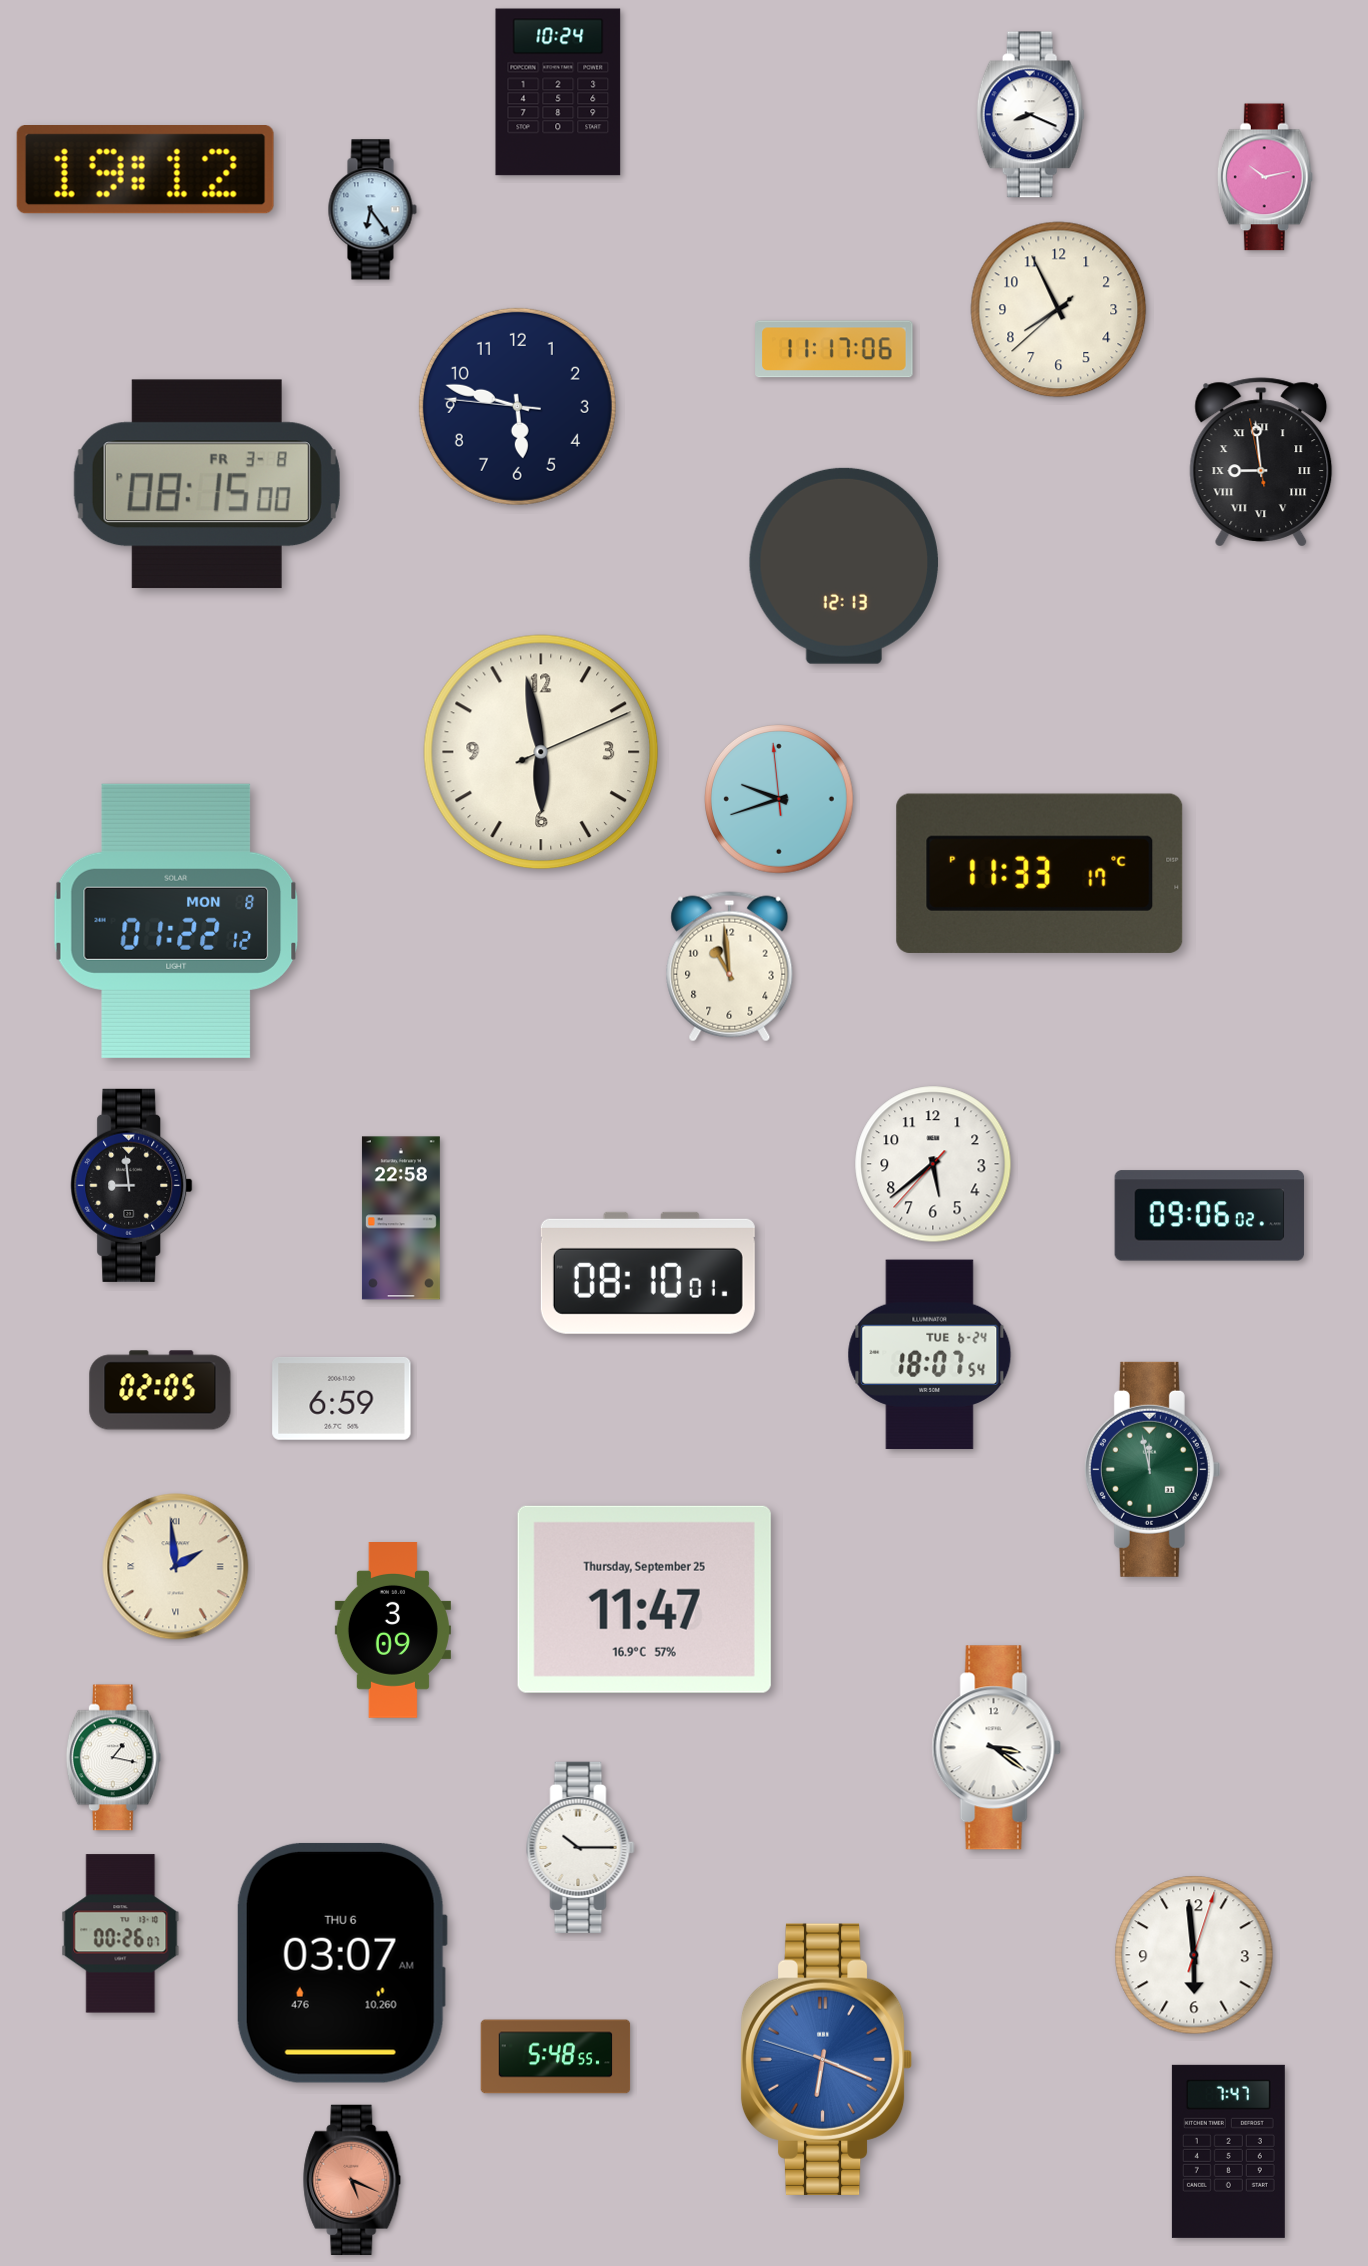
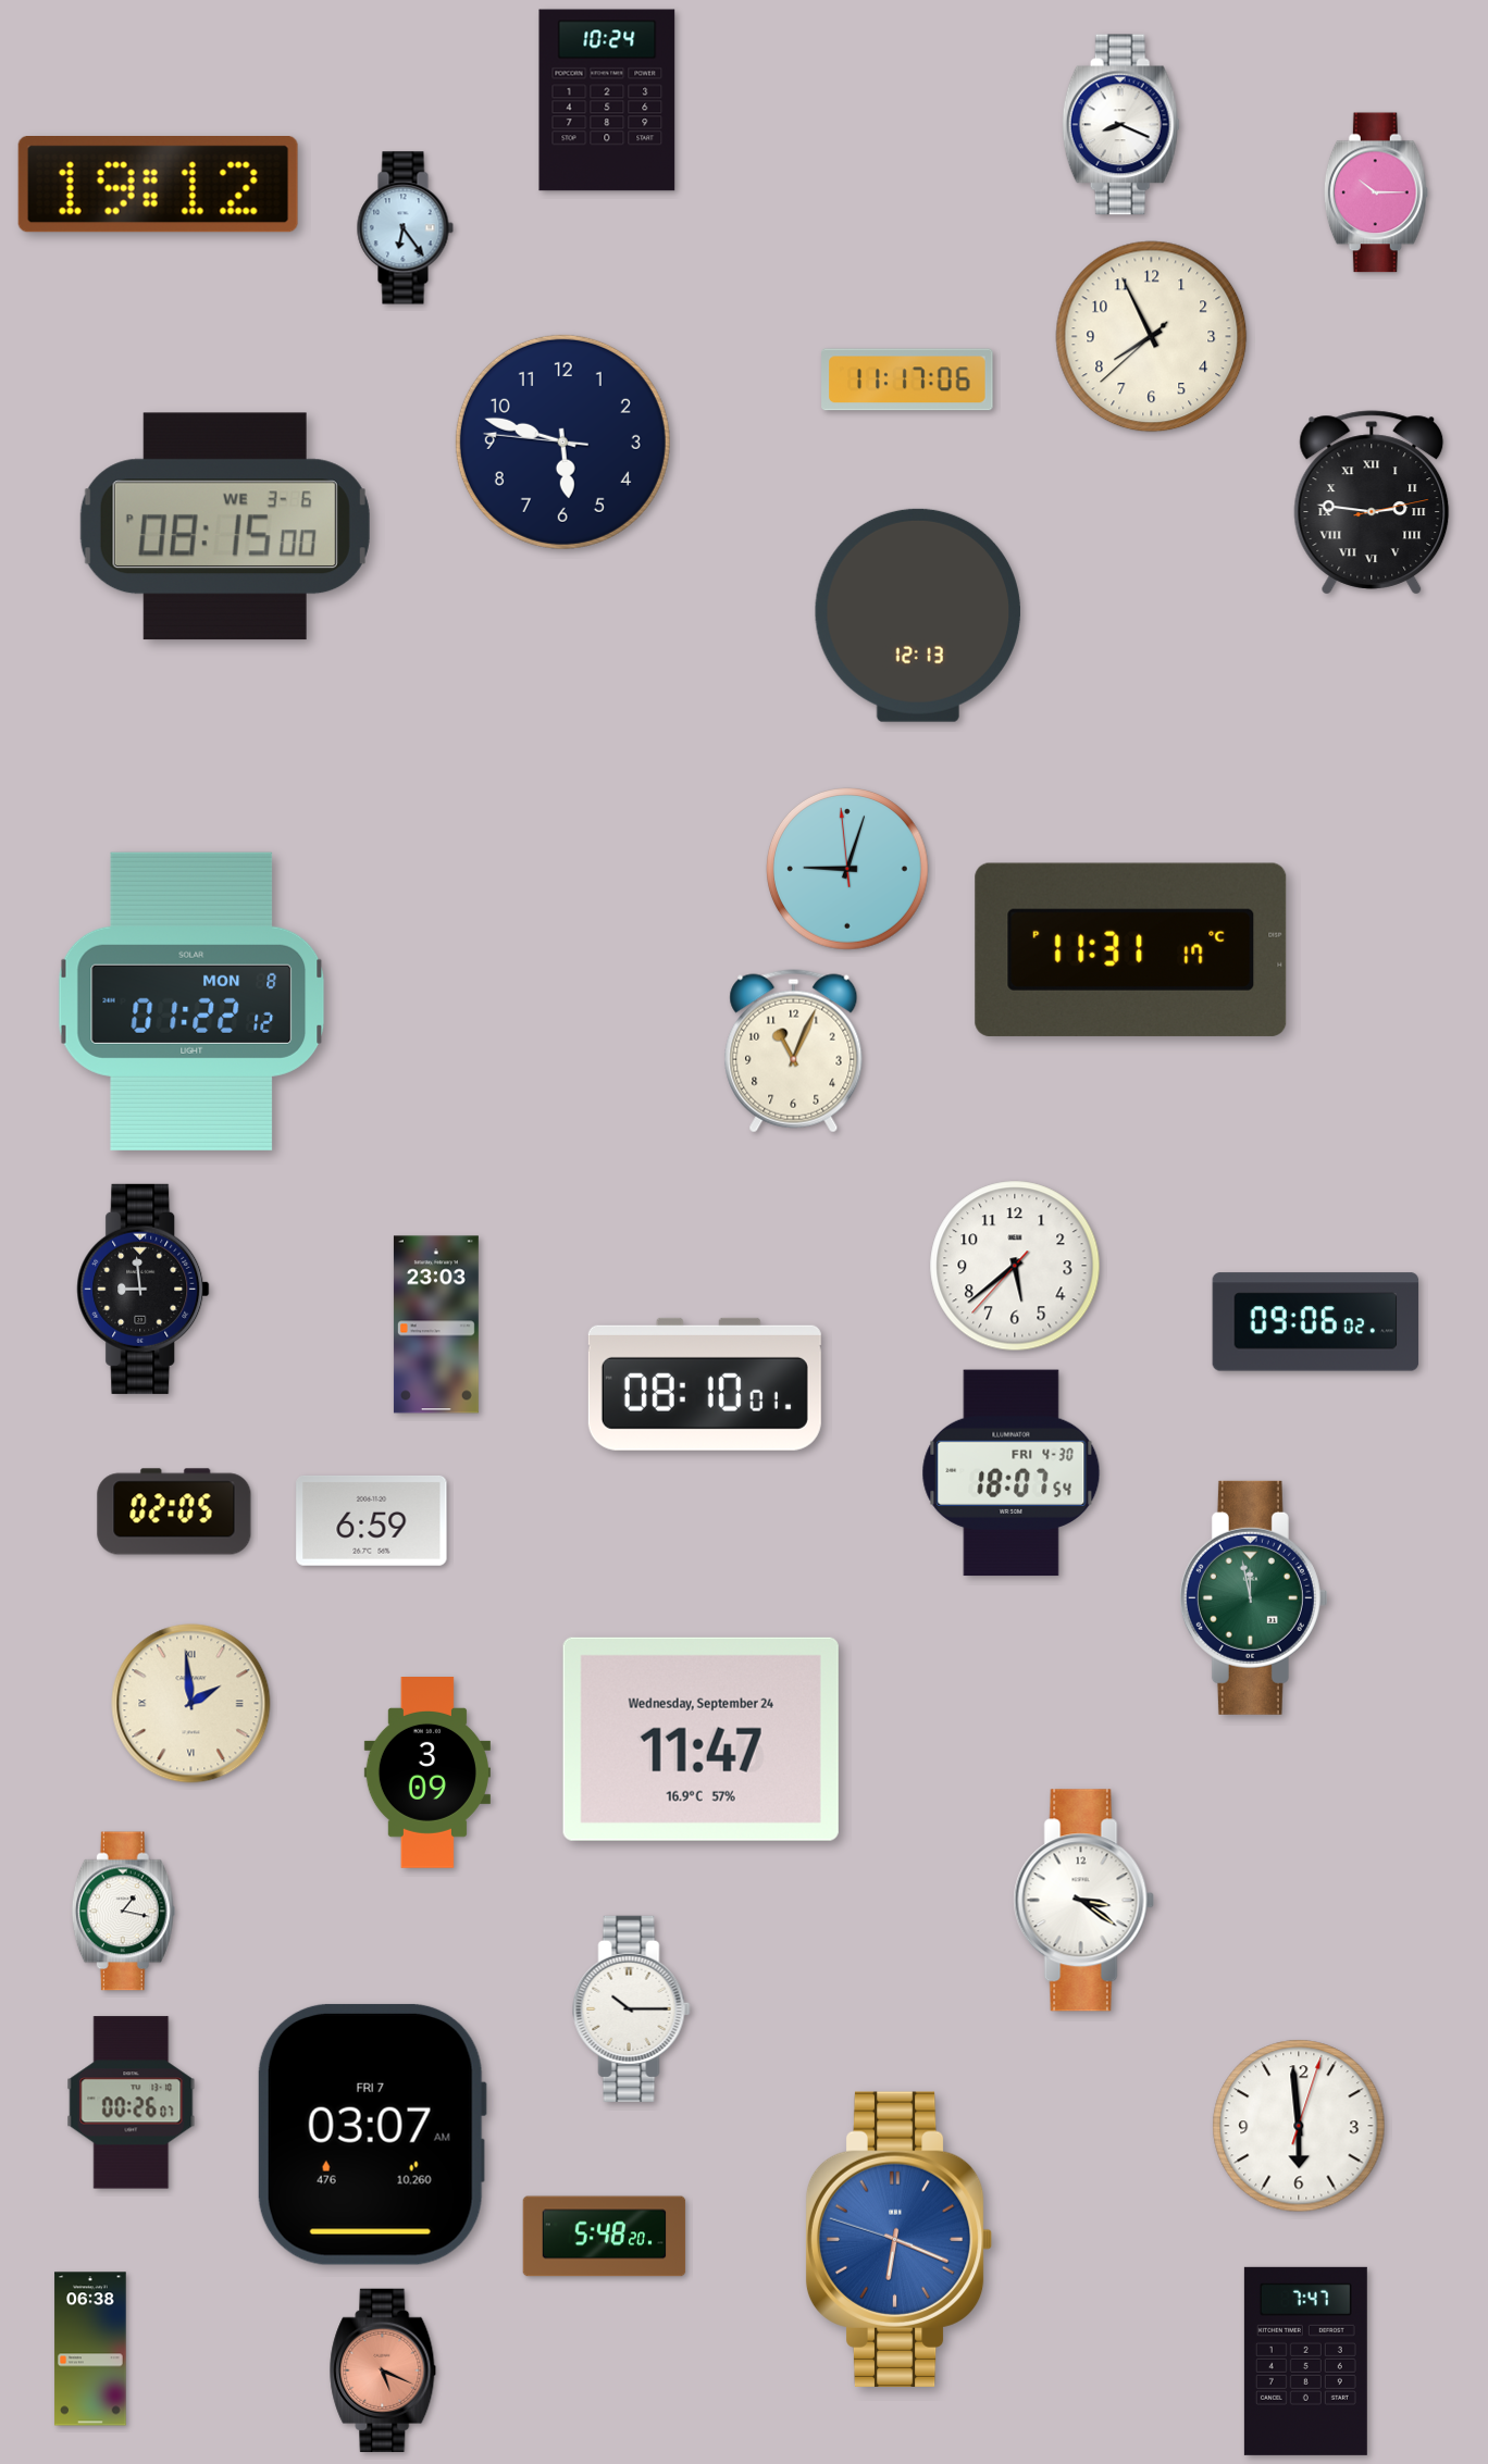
clock at (1265, 177): 10:13 -> 10:15
clock at (1261, 462): 8:58 -> 2:46
clock at (207, 484) date: FR 3-8 -> WE 3-6
clock at (541, 752): 5:58 -> none
clock at (780, 800): 9:41 -> 9:02
clock at (1040, 873): 11:33 -> 11:31
clock at (730, 967): 10:59 -> 11:04
clock at (401, 1218): 22:58 -> 23:03
clock at (930, 1355) date: TUE 6-24 -> FRI 4-30
clock at (644, 1599) date: Thursday, September 25 -> Wednesday, September 24
clock at (342, 1963) date: THU 6 -> FRI 7
clock at (556, 2057): 5:48:55 -> 5:48:20
clock at (1228, 2151) position: (1228, 2151) -> (1305, 2361)
clock at (90, 2349): none -> 06:38
